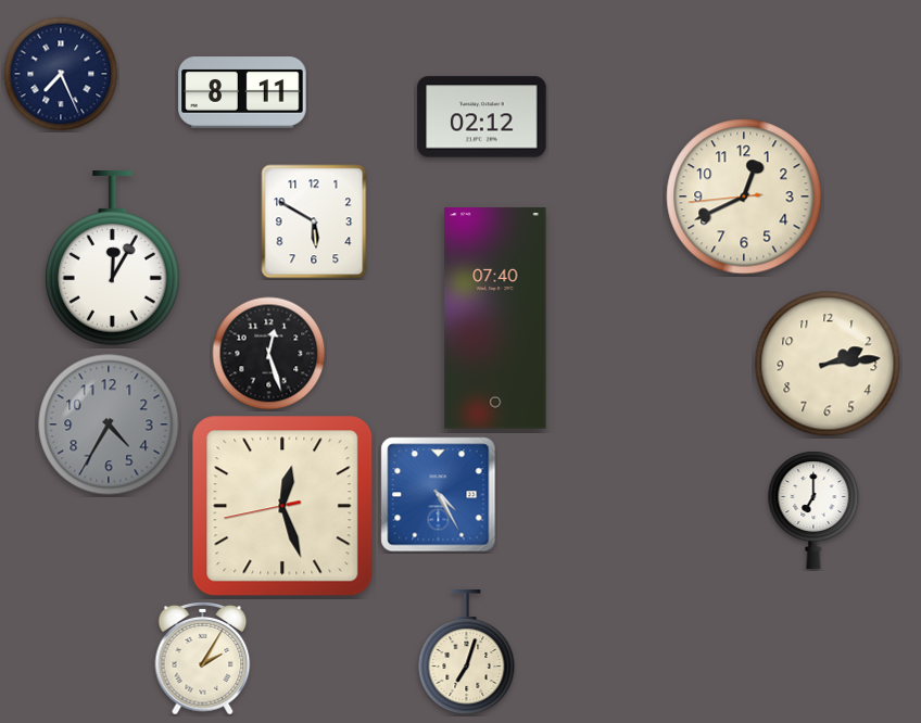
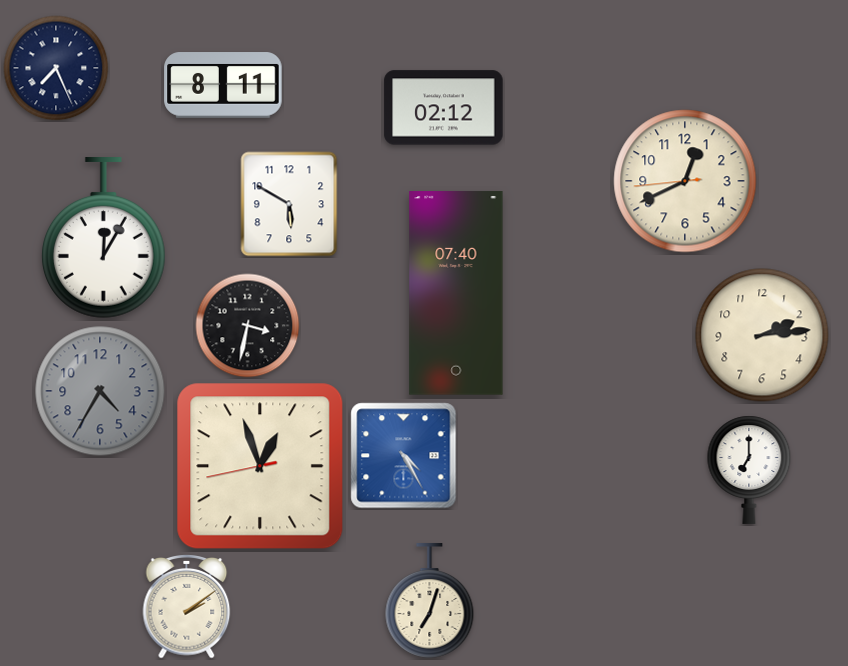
clock at (269, 354): 12:27 -> 3:32
clock at (282, 506): 12:26 -> 12:56
clock at (203, 659): 2:05 -> 2:09
